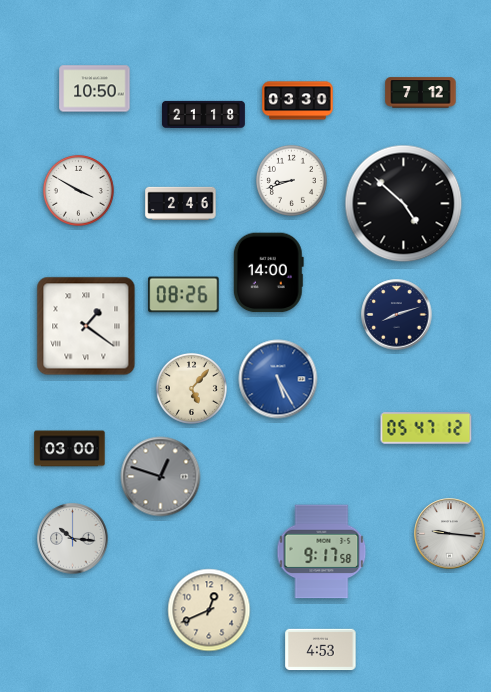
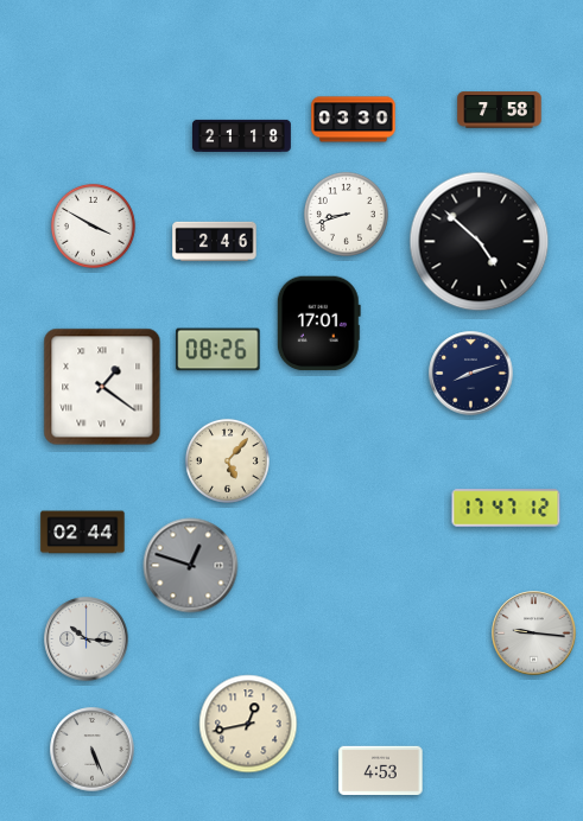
clock at (95, 89): 10:50 -> none
clock at (421, 93): 7:12 -> 7:58
clock at (268, 273): 14:00 -> 17:01
clock at (278, 379): 5:25 -> none
clock at (426, 428): 05:47 -> 17:47
clock at (70, 449): 03:00 -> 02:44
clock at (322, 552): 9:17 -> none
clock at (209, 610): 12:41 -> 12:43
clock at (93, 750): none -> 5:26
